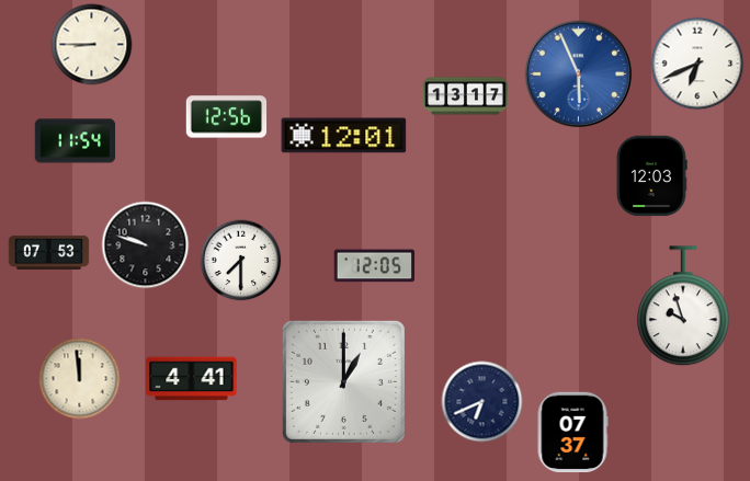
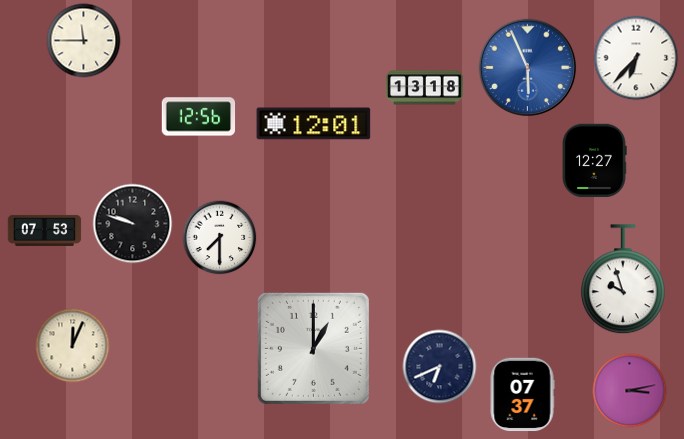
clock at (92, 45): 8:45 -> 11:45
clock at (697, 64): 6:41 -> 6:37
clock at (465, 96): 13:17 -> 13:18
clock at (227, 117) position: (227, 117) -> (199, 117)
clock at (76, 141): 11:54 -> none
clock at (651, 176): 12:03 -> 12:27
clock at (375, 266): 12:05 -> none
clock at (80, 379): 11:59 -> 12:04
clock at (192, 379): 4:41 -> none
clock at (630, 391): none -> 3:13
